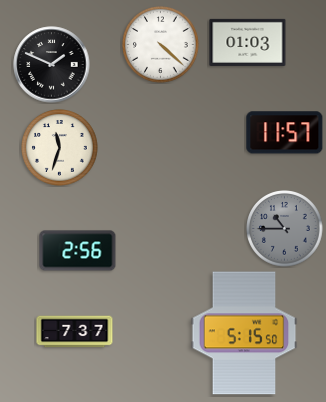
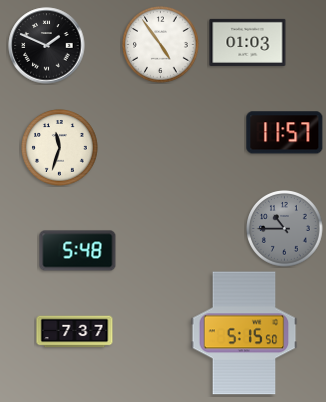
clock at (161, 45): 4:22 -> 4:54
clock at (52, 65) position: (52, 65) -> (47, 46)
clock at (78, 251): 2:56 -> 5:48
